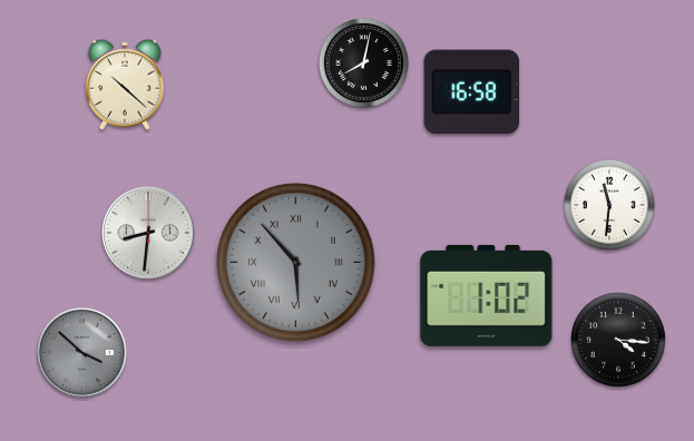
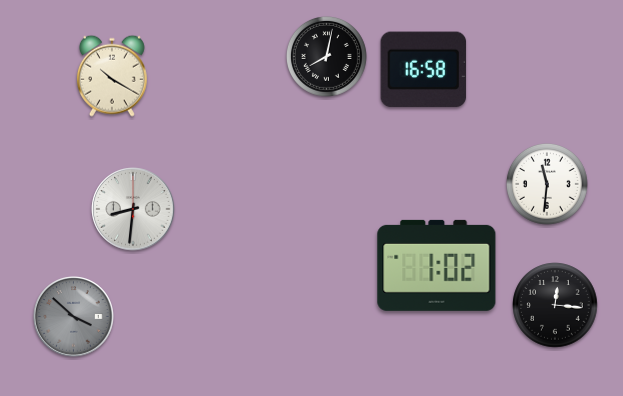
clock at (125, 85): 10:22 -> 10:20
clock at (472, 92) position: (472, 92) -> (424, 70)
clock at (296, 263): 5:53 -> none
clock at (618, 340): 4:16 -> 12:16
